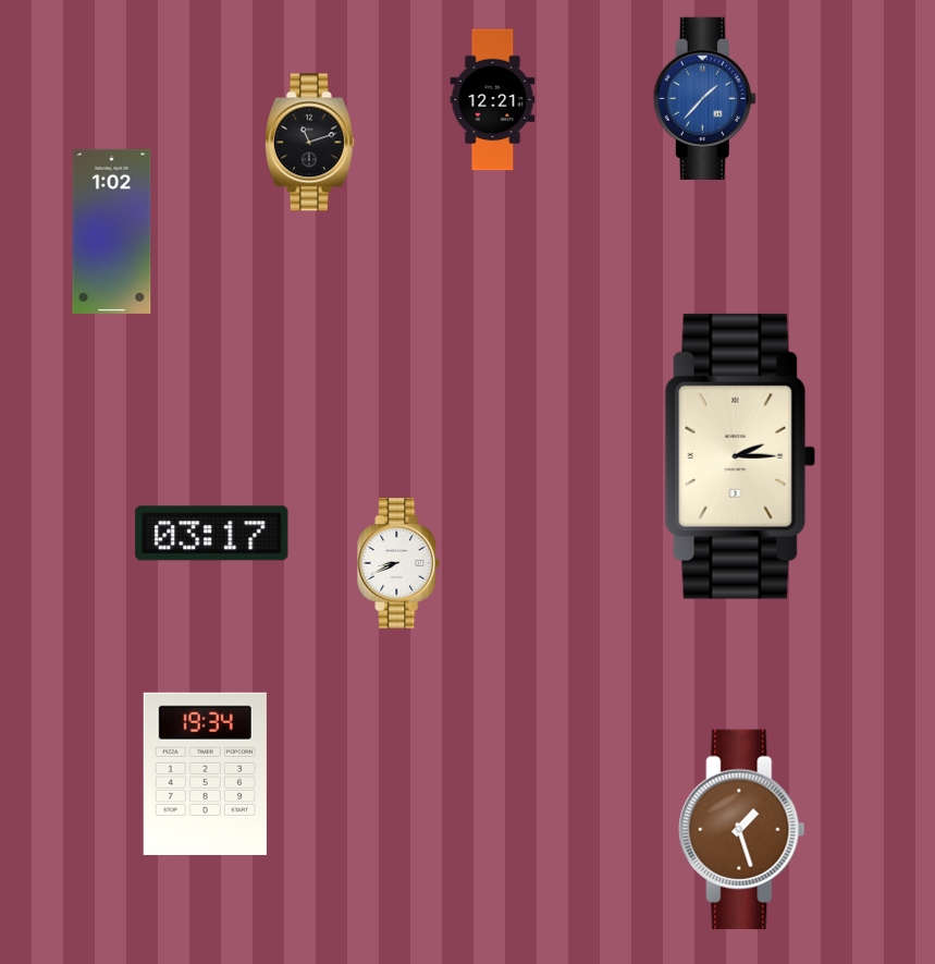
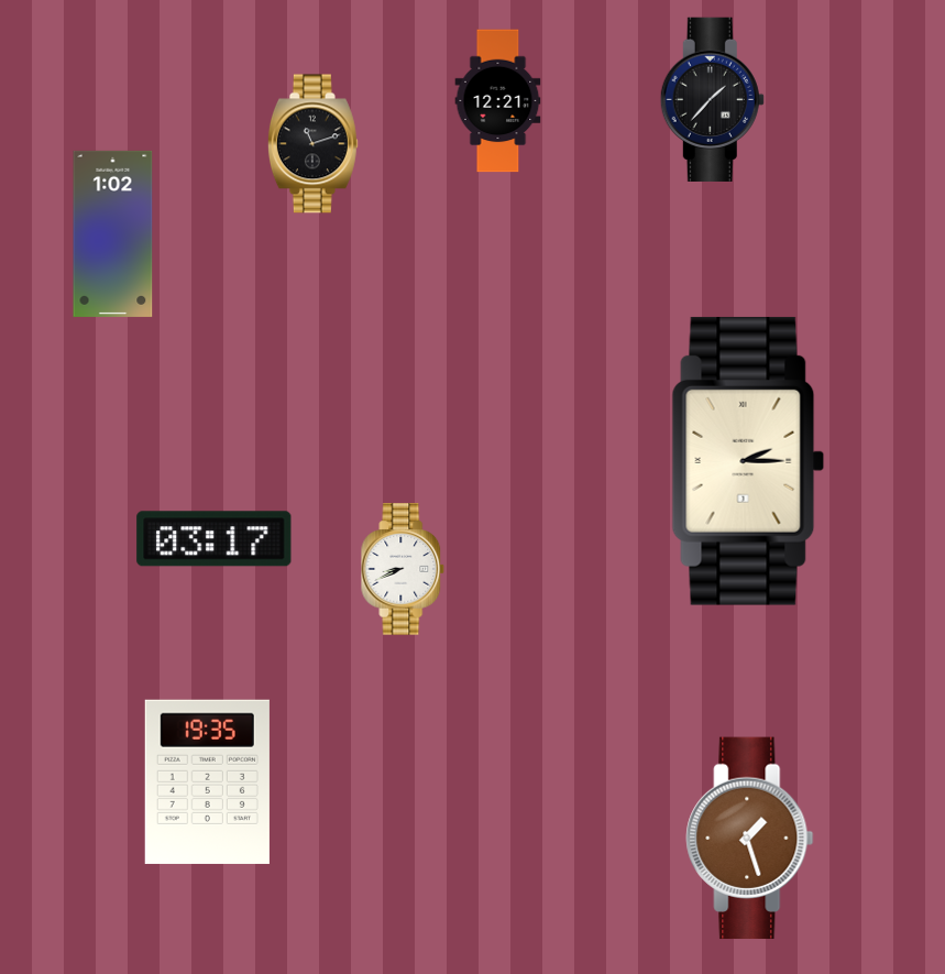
clock at (704, 98) dial: blue -> black
clock at (205, 773): 19:34 -> 19:35
